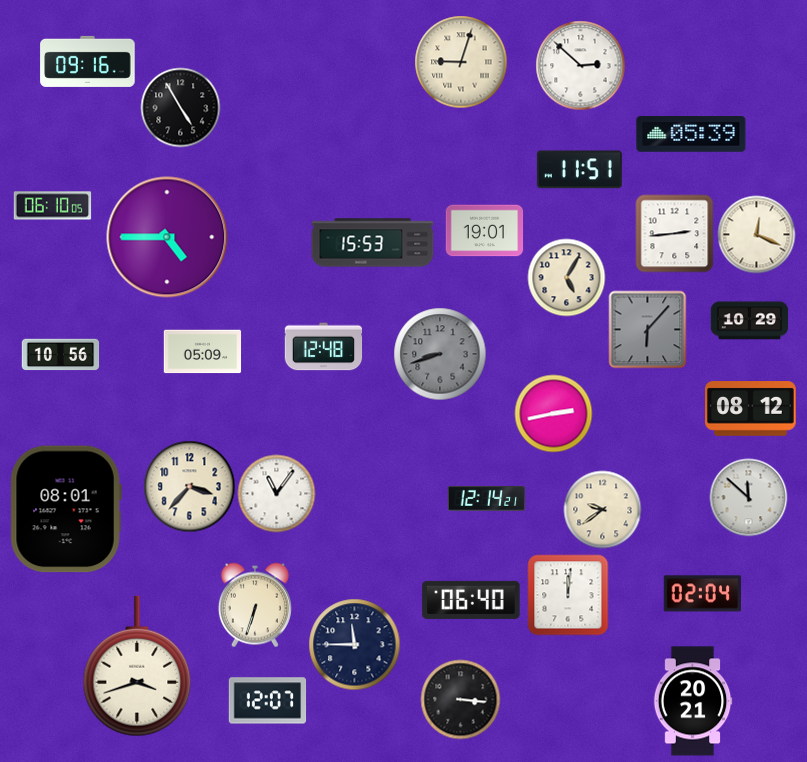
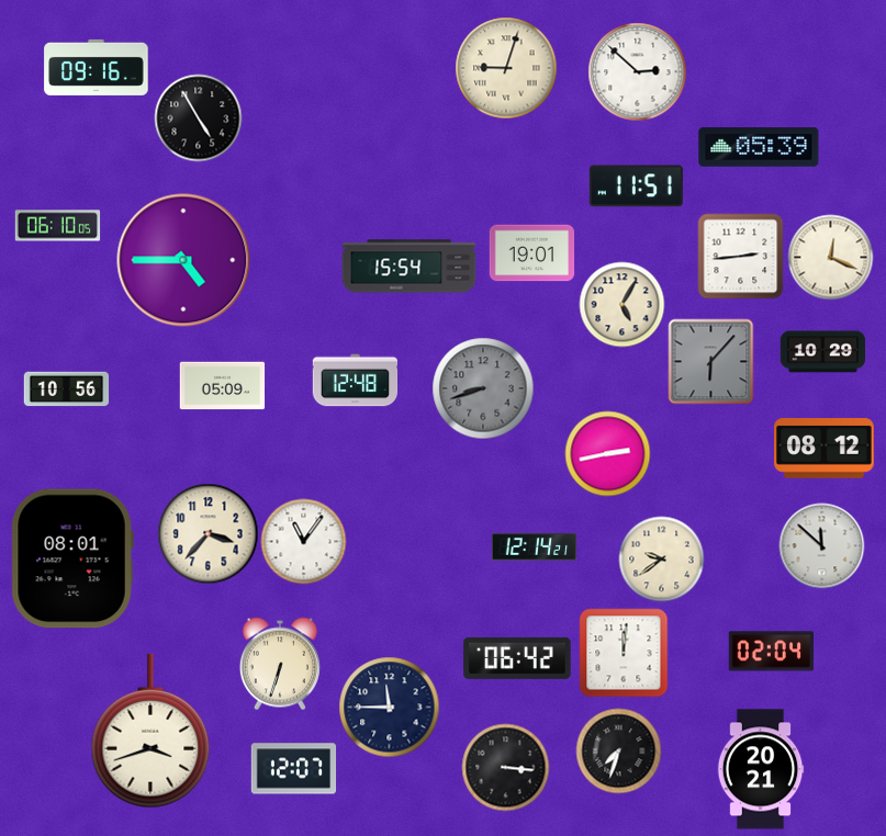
clock at (373, 243): 15:53 -> 15:54
clock at (471, 600): 06:40 -> 06:42
clock at (618, 750): none -> 7:33
